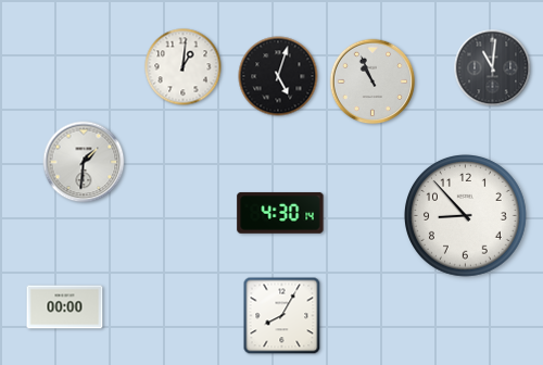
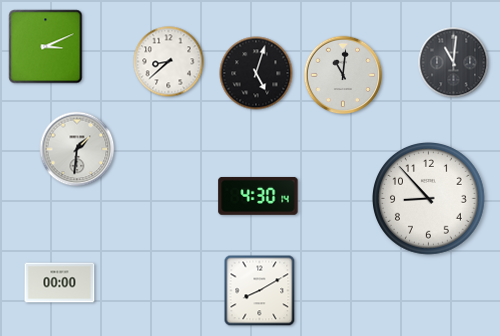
clock at (46, 47): none -> 3:11
clock at (184, 67): 1:01 -> 8:38
clock at (278, 76) position: (278, 76) -> (256, 73)
clock at (372, 81): 10:56 -> 11:01
clock at (282, 316): 8:05 -> 8:10
